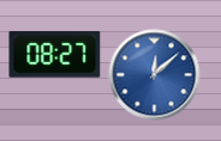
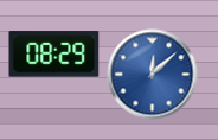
clock at (55, 55): 08:27 -> 08:29
